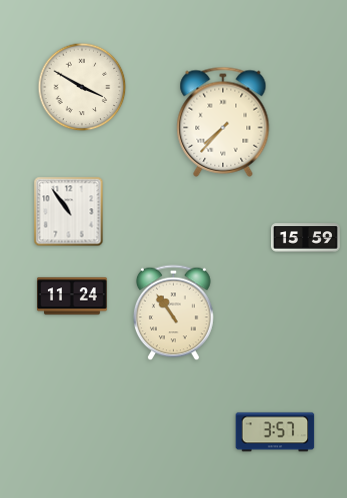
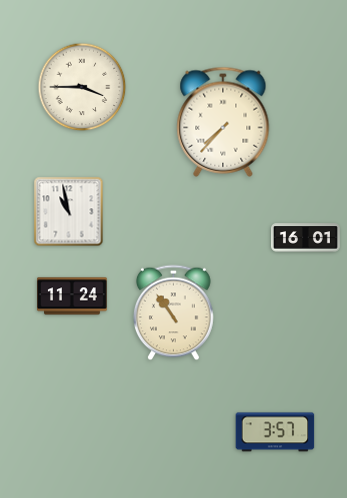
clock at (82, 87): 3:50 -> 3:45
clock at (69, 212): 10:54 -> 10:58
clock at (305, 238): 15:59 -> 16:01
